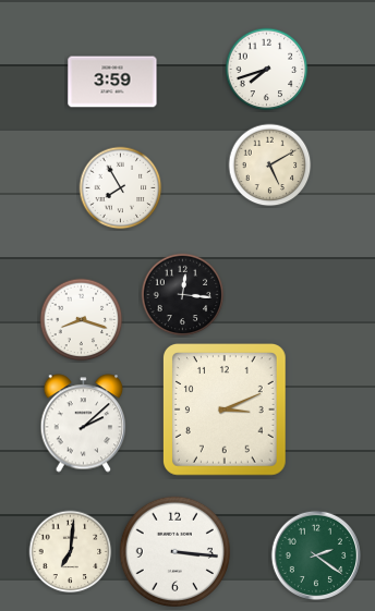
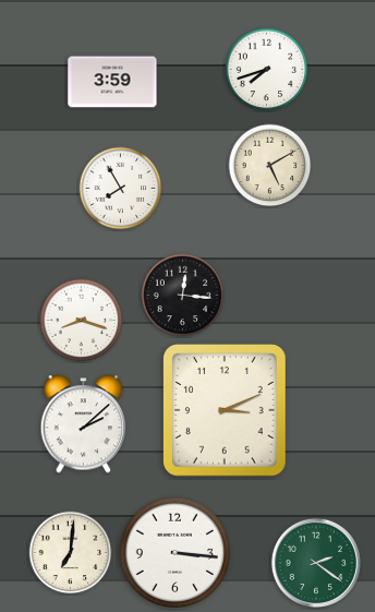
clock at (315, 554) position: (315, 554) -> (315, 562)
